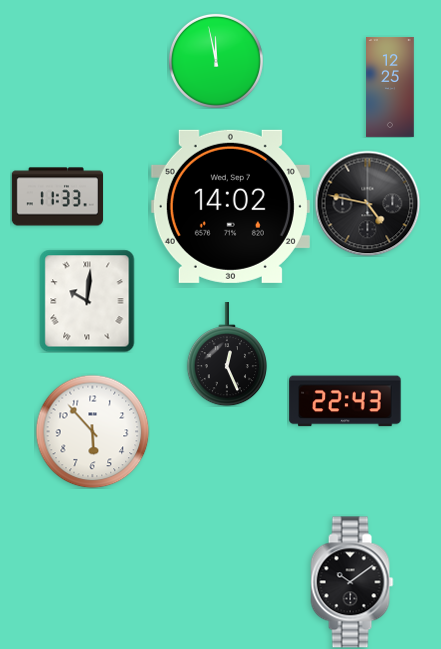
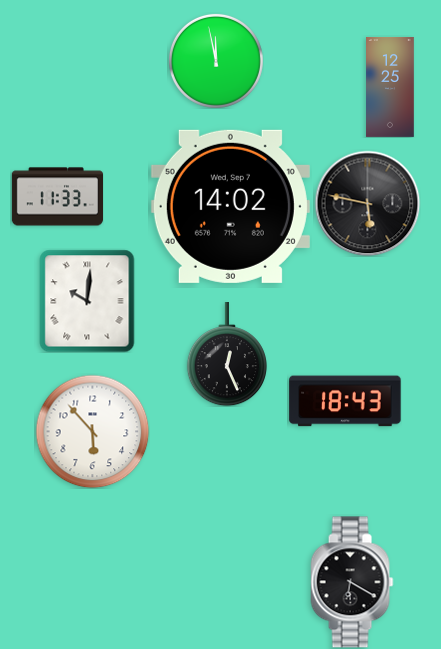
clock at (367, 203): 4:47 -> 5:47
clock at (345, 401): 22:43 -> 18:43
clock at (352, 582): 10:09 -> 6:20
